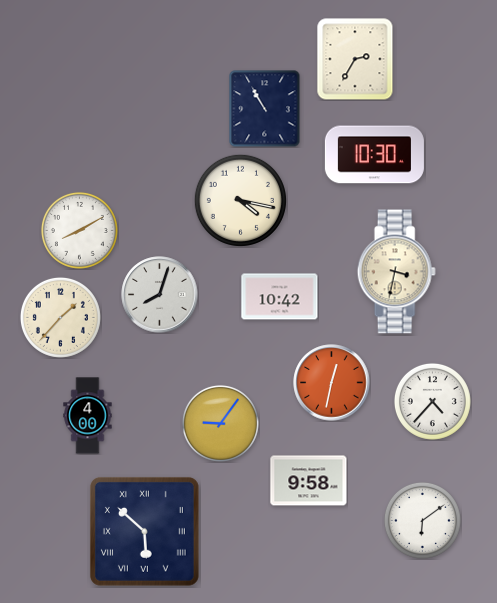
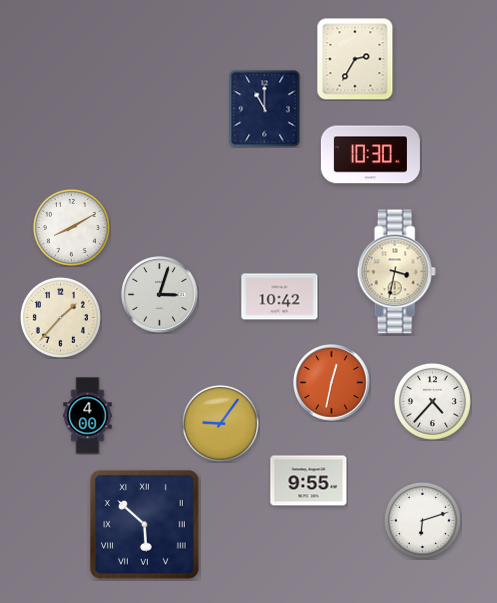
clock at (265, 108): 10:55 -> 11:00
clock at (374, 155) position: (374, 155) -> (370, 155)
clock at (240, 200): 4:17 -> none
clock at (79, 230) position: (79, 230) -> (71, 227)
clock at (160, 295): 8:03 -> 3:03
clock at (309, 481): 9:58 -> 9:55
clock at (422, 520): 6:09 -> 6:12
clock at (144, 531) position: (144, 531) -> (144, 524)
